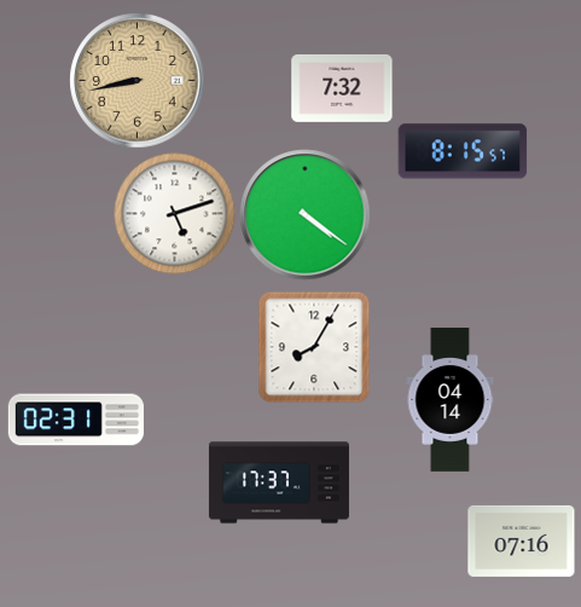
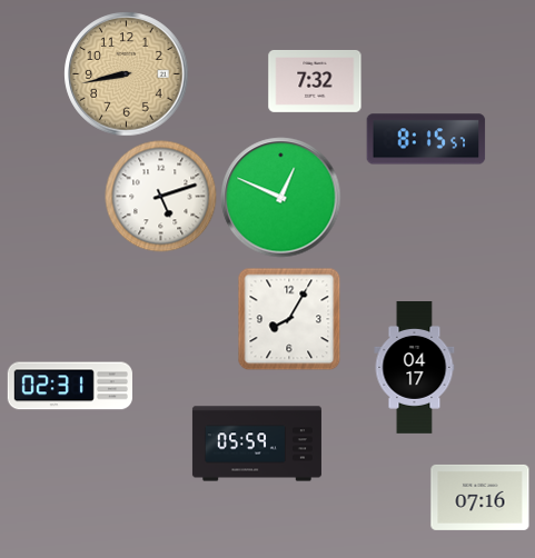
clock at (306, 215): 4:21 -> 12:49
clock at (451, 400): 04:14 -> 04:17
clock at (279, 482): 17:37 -> 05:59
